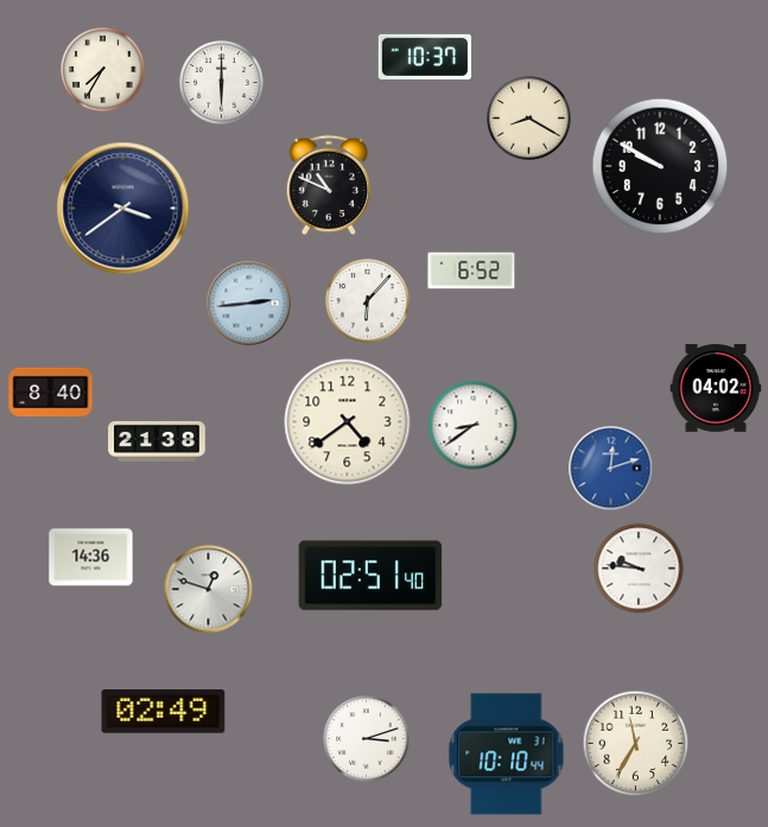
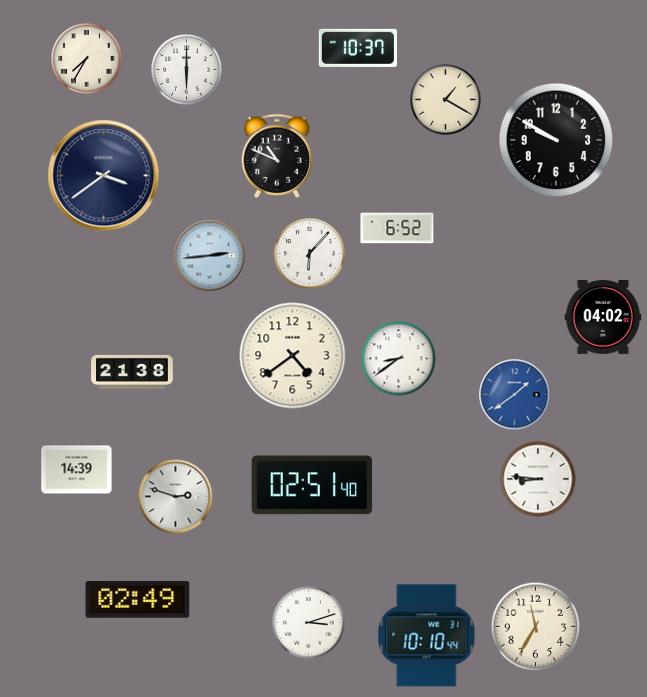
clock at (529, 119): 8:20 -> 1:20
clock at (716, 389) position: (716, 389) -> (603, 318)
clock at (51, 392): 8:40 -> none
clock at (611, 469): 12:12 -> 1:39
clock at (91, 558): 14:36 -> 14:39
clock at (639, 568): 9:46 -> 8:46
clock at (209, 590): 12:48 -> 2:48
